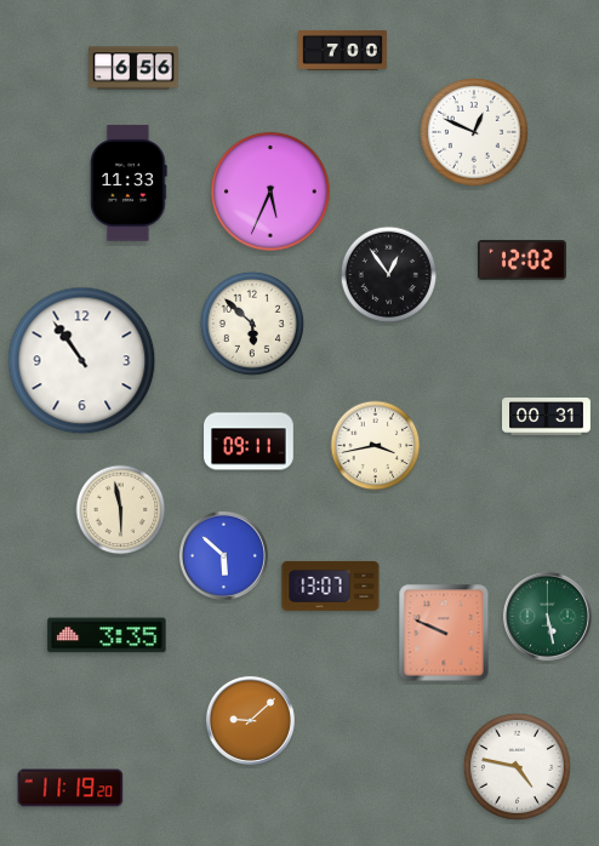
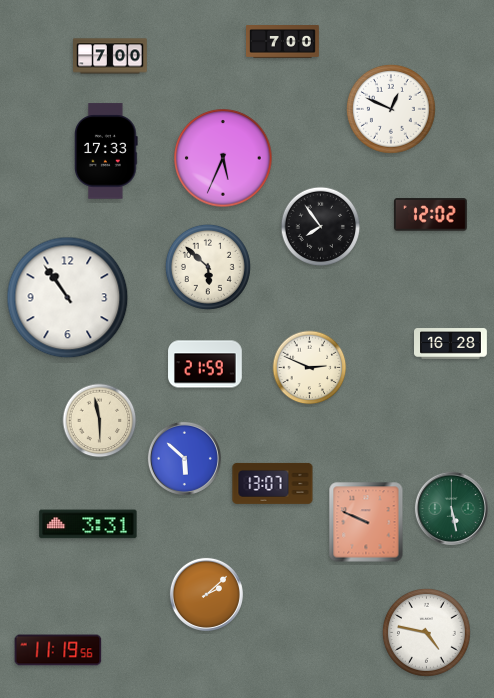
clock at (133, 68): 6:56 -> 7:00
clock at (129, 183): 11:33 -> 17:33
clock at (389, 275): 12:54 -> 7:54
clock at (547, 417): 00:31 -> 16:28
clock at (249, 441): 09:11 -> 21:59
clock at (376, 446): 3:43 -> 2:49
clock at (107, 635): 3:35 -> 3:31
clock at (250, 720): 9:08 -> 2:08
clock at (70, 788): 11:19:20 -> 11:19:56
